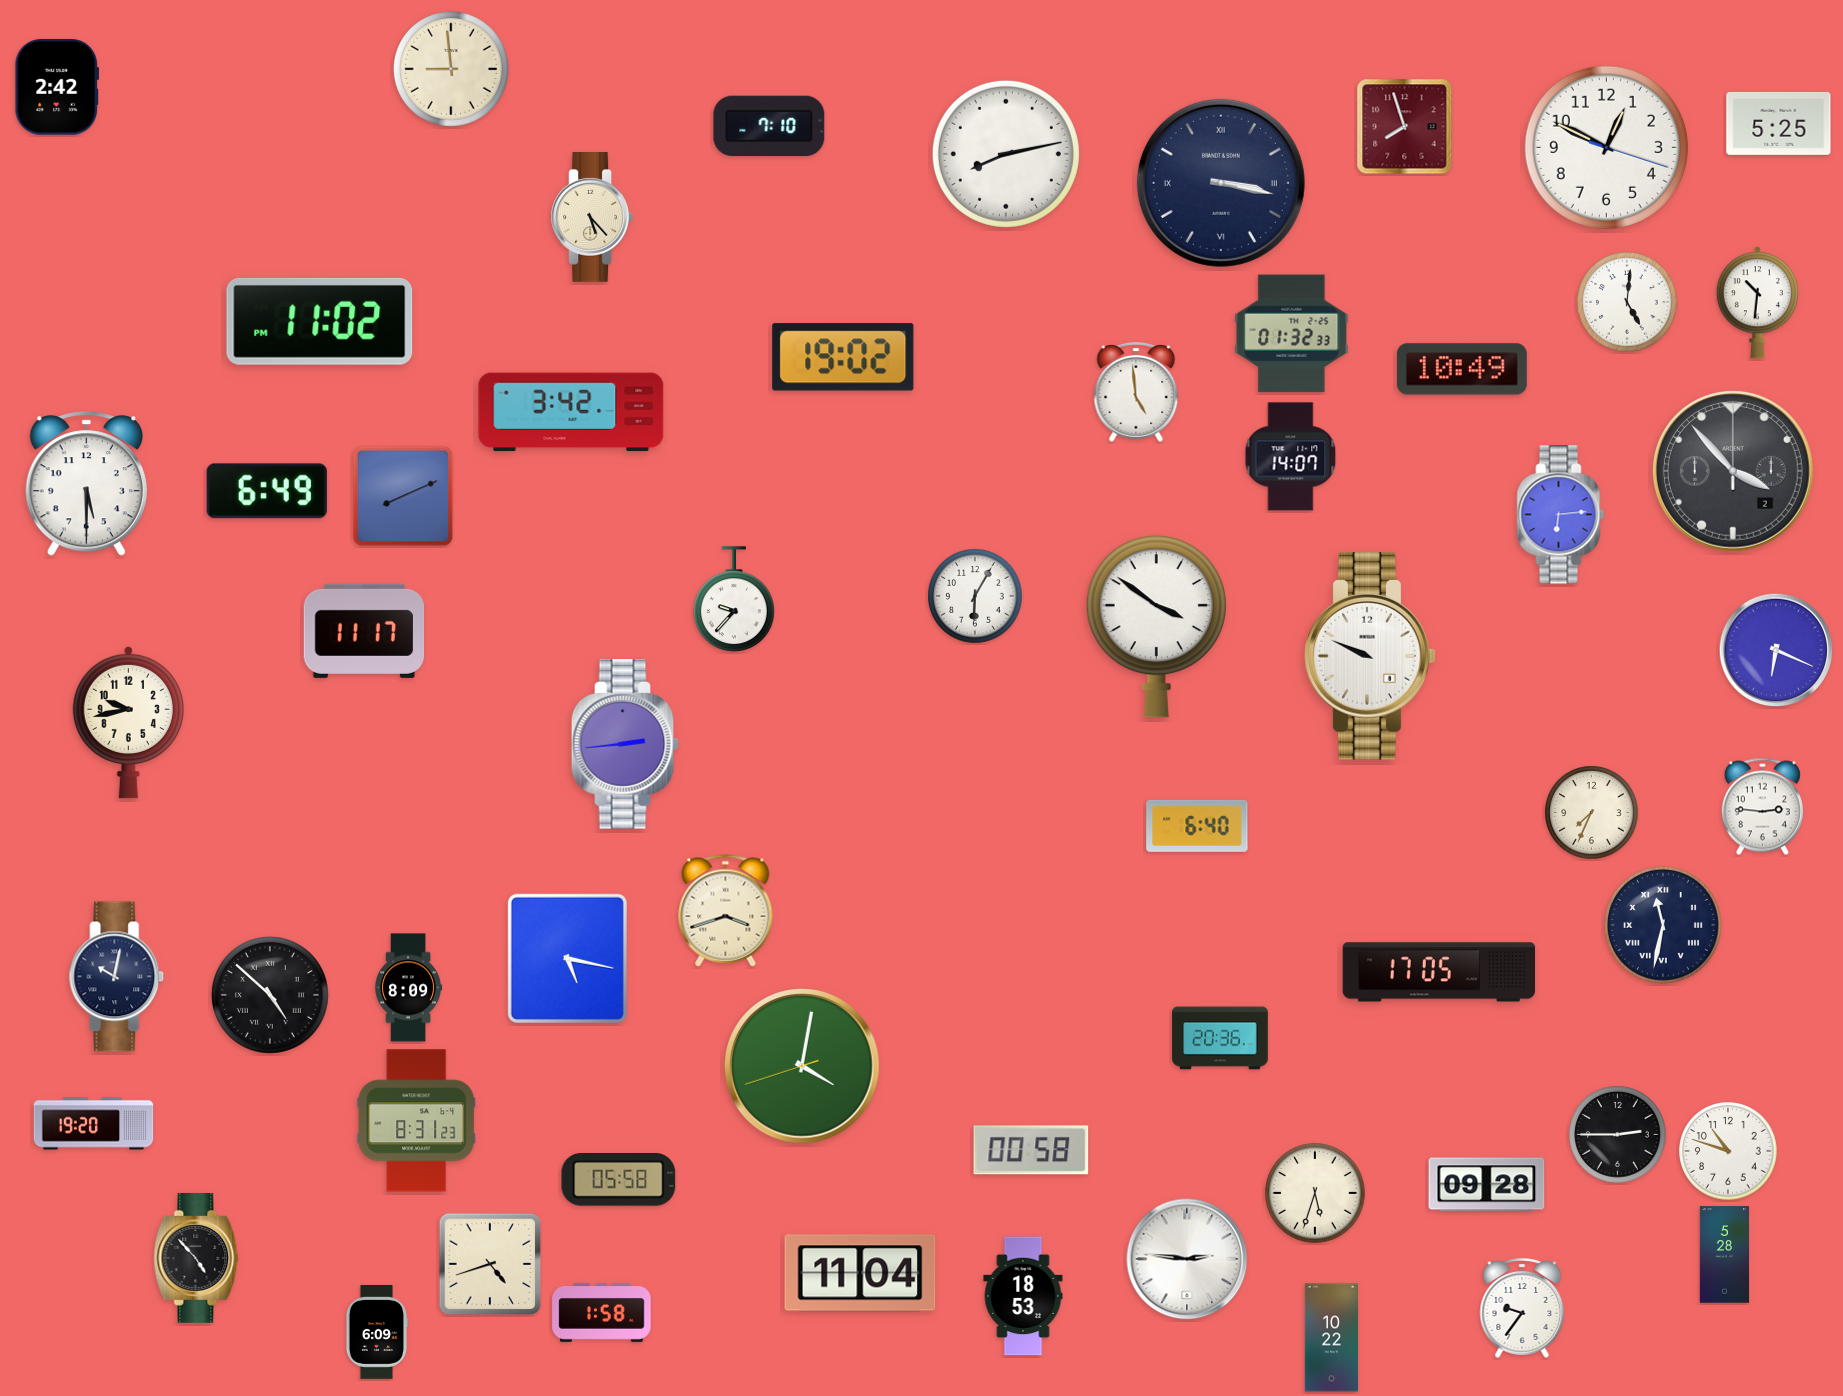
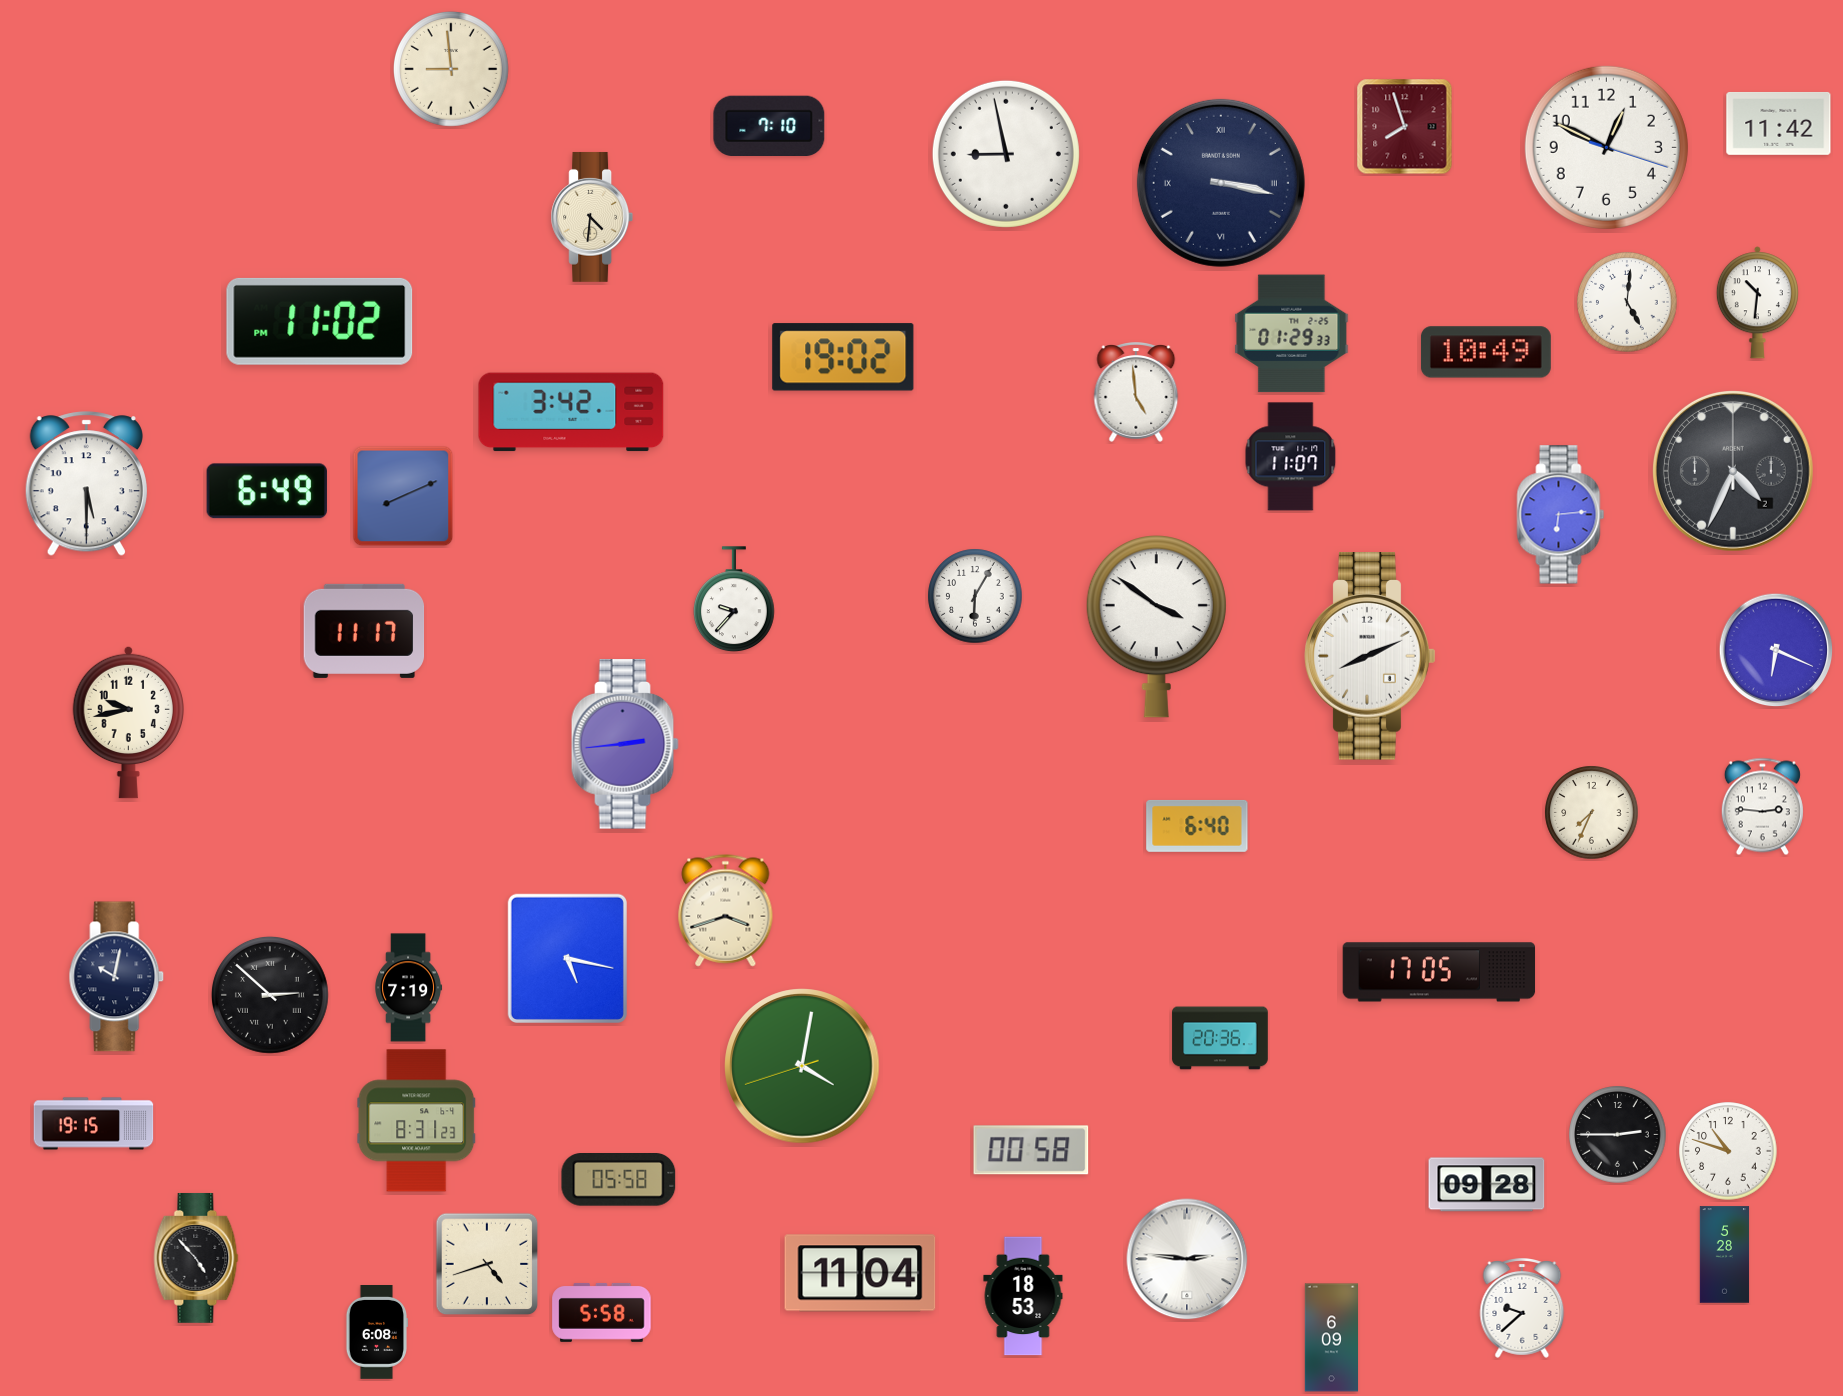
clock at (56, 87): 2:42 -> none
clock at (1779, 123): 5:25 -> 11:42
clock at (1006, 154): 8:13 -> 8:58
clock at (592, 217): 5:23 -> 4:31
clock at (1292, 334): 01:32 -> 01:29
clock at (1462, 369) position: (1462, 369) -> (1486, 352)
clock at (1291, 457): 14:07 -> 11:07
clock at (1733, 471): 3:53 -> 4:34
clock at (1370, 656): 9:49 -> 8:11
clock at (1663, 925): 11:32 -> none
clock at (409, 988): 8:09 -> 7:19
clock at (270, 995): 4:52 -> 2:52
clock at (94, 1124): 19:20 -> 19:15
clock at (1315, 1193): 5:33 -> none
clock at (490, 1264) position: (490, 1264) -> (487, 1264)
clock at (1522, 1309): 9:36 -> 9:38
clock at (602, 1312): 1:58 -> 5:58
clock at (376, 1333): 6:09 -> 6:08
clock at (1332, 1338): 10:22 -> 6:09
